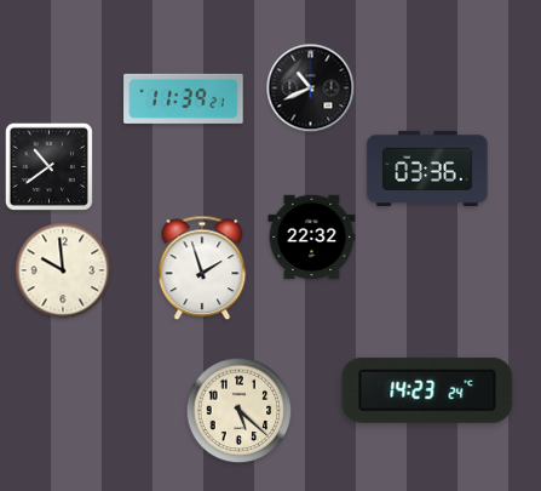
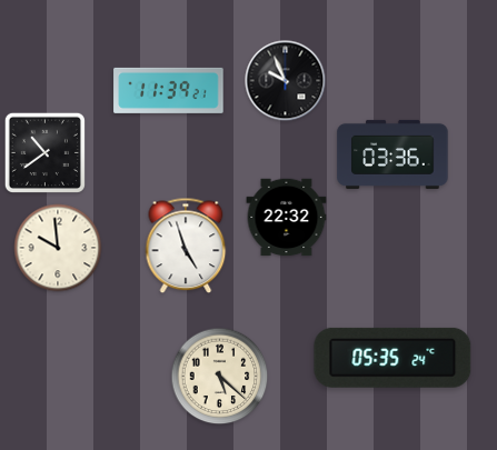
clock at (311, 89): 10:41 -> 9:56
clock at (202, 268): 1:57 -> 4:57
clock at (427, 390): 14:23 -> 05:35
